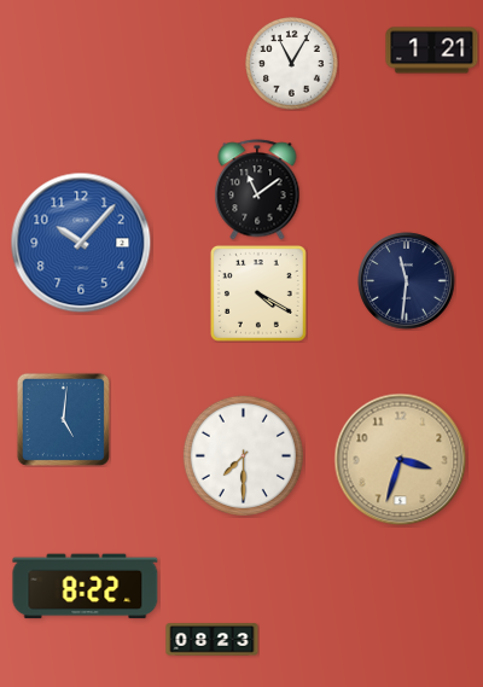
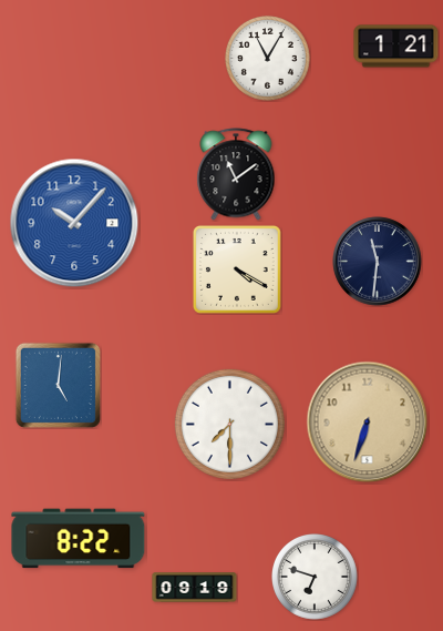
clock at (407, 281) position: (407, 281) -> (378, 262)
clock at (243, 455) position: (243, 455) -> (229, 424)
clock at (401, 460): 3:33 -> 6:33
clock at (316, 578): none -> 6:48
clock at (213, 640): 08:23 -> 09:19
